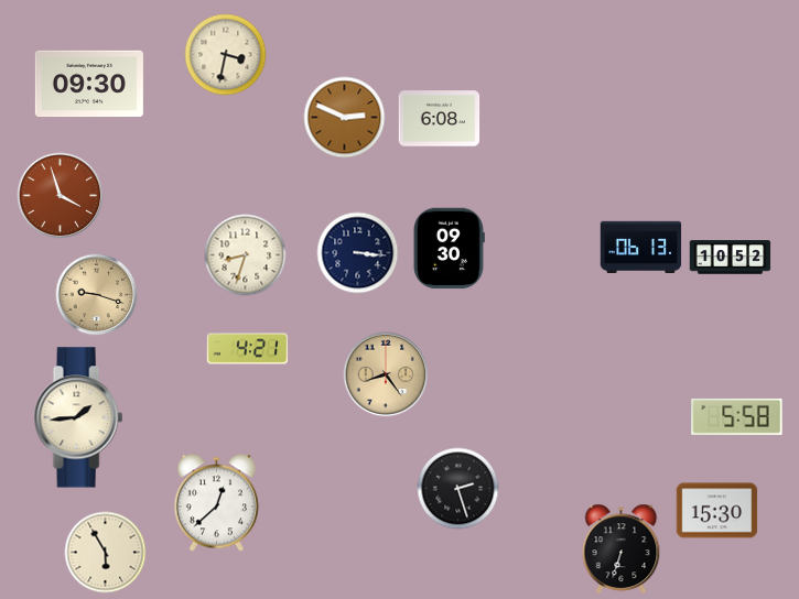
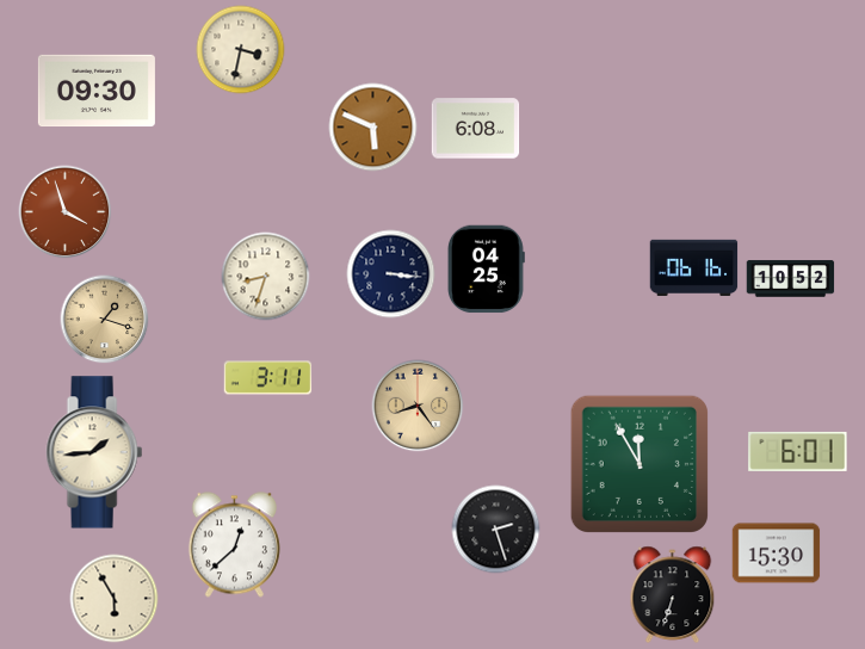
clock at (226, 55) position: (226, 55) -> (241, 50)
clock at (345, 118): 2:49 -> 5:49
clock at (641, 248): 06:13 -> 06:16
clock at (449, 249): 09:30 -> 04:25
clock at (358, 253) position: (358, 253) -> (391, 274)
clock at (97, 295): 9:18 -> 1:18
clock at (248, 349): 4:21 -> 3:11
clock at (737, 416): 5:58 -> 6:01
clock at (78, 417) position: (78, 417) -> (94, 452)
clock at (640, 464): none -> 11:55
